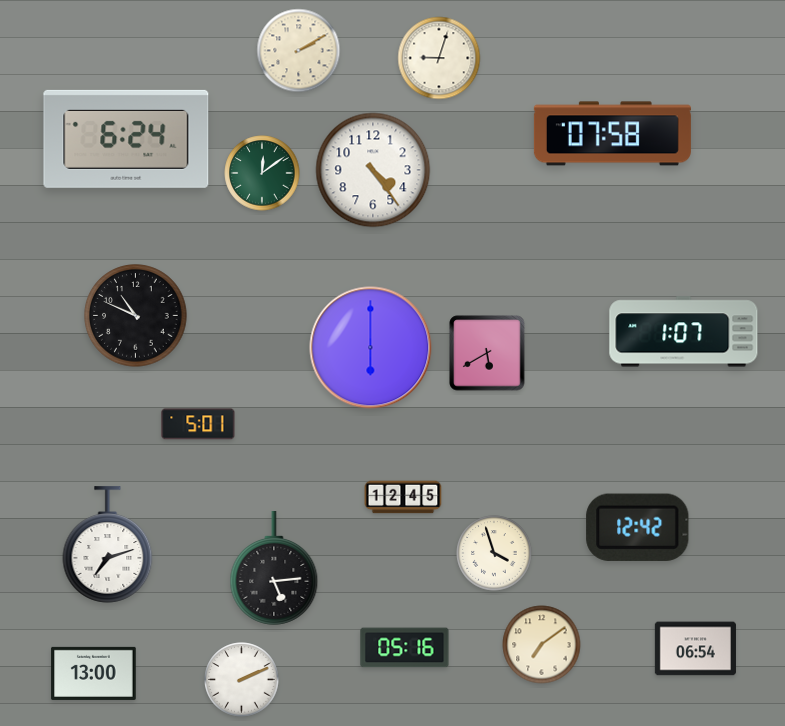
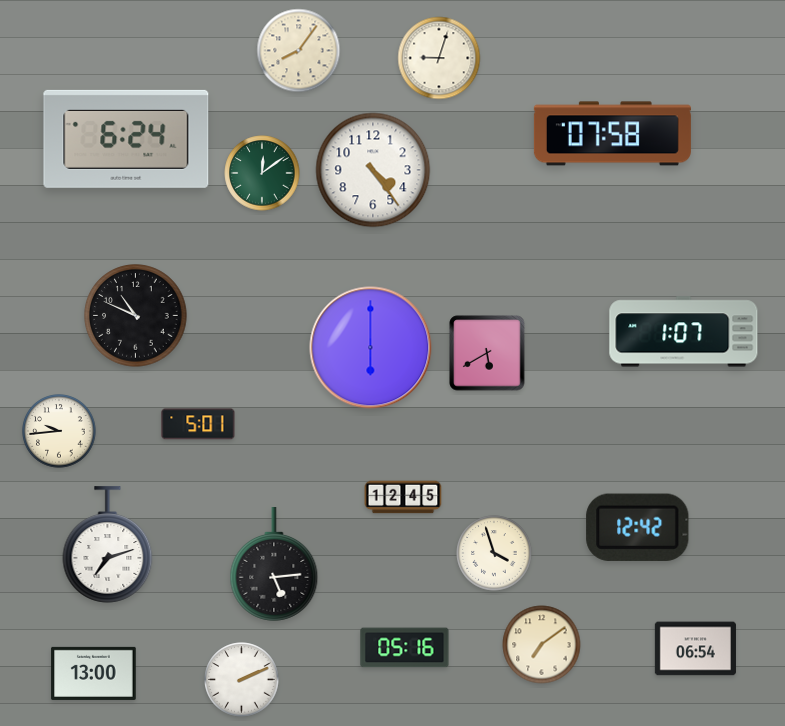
clock at (299, 51): 2:10 -> 8:06
clock at (59, 431): none -> 9:44
clock at (274, 569) position: (274, 569) -> (274, 565)
